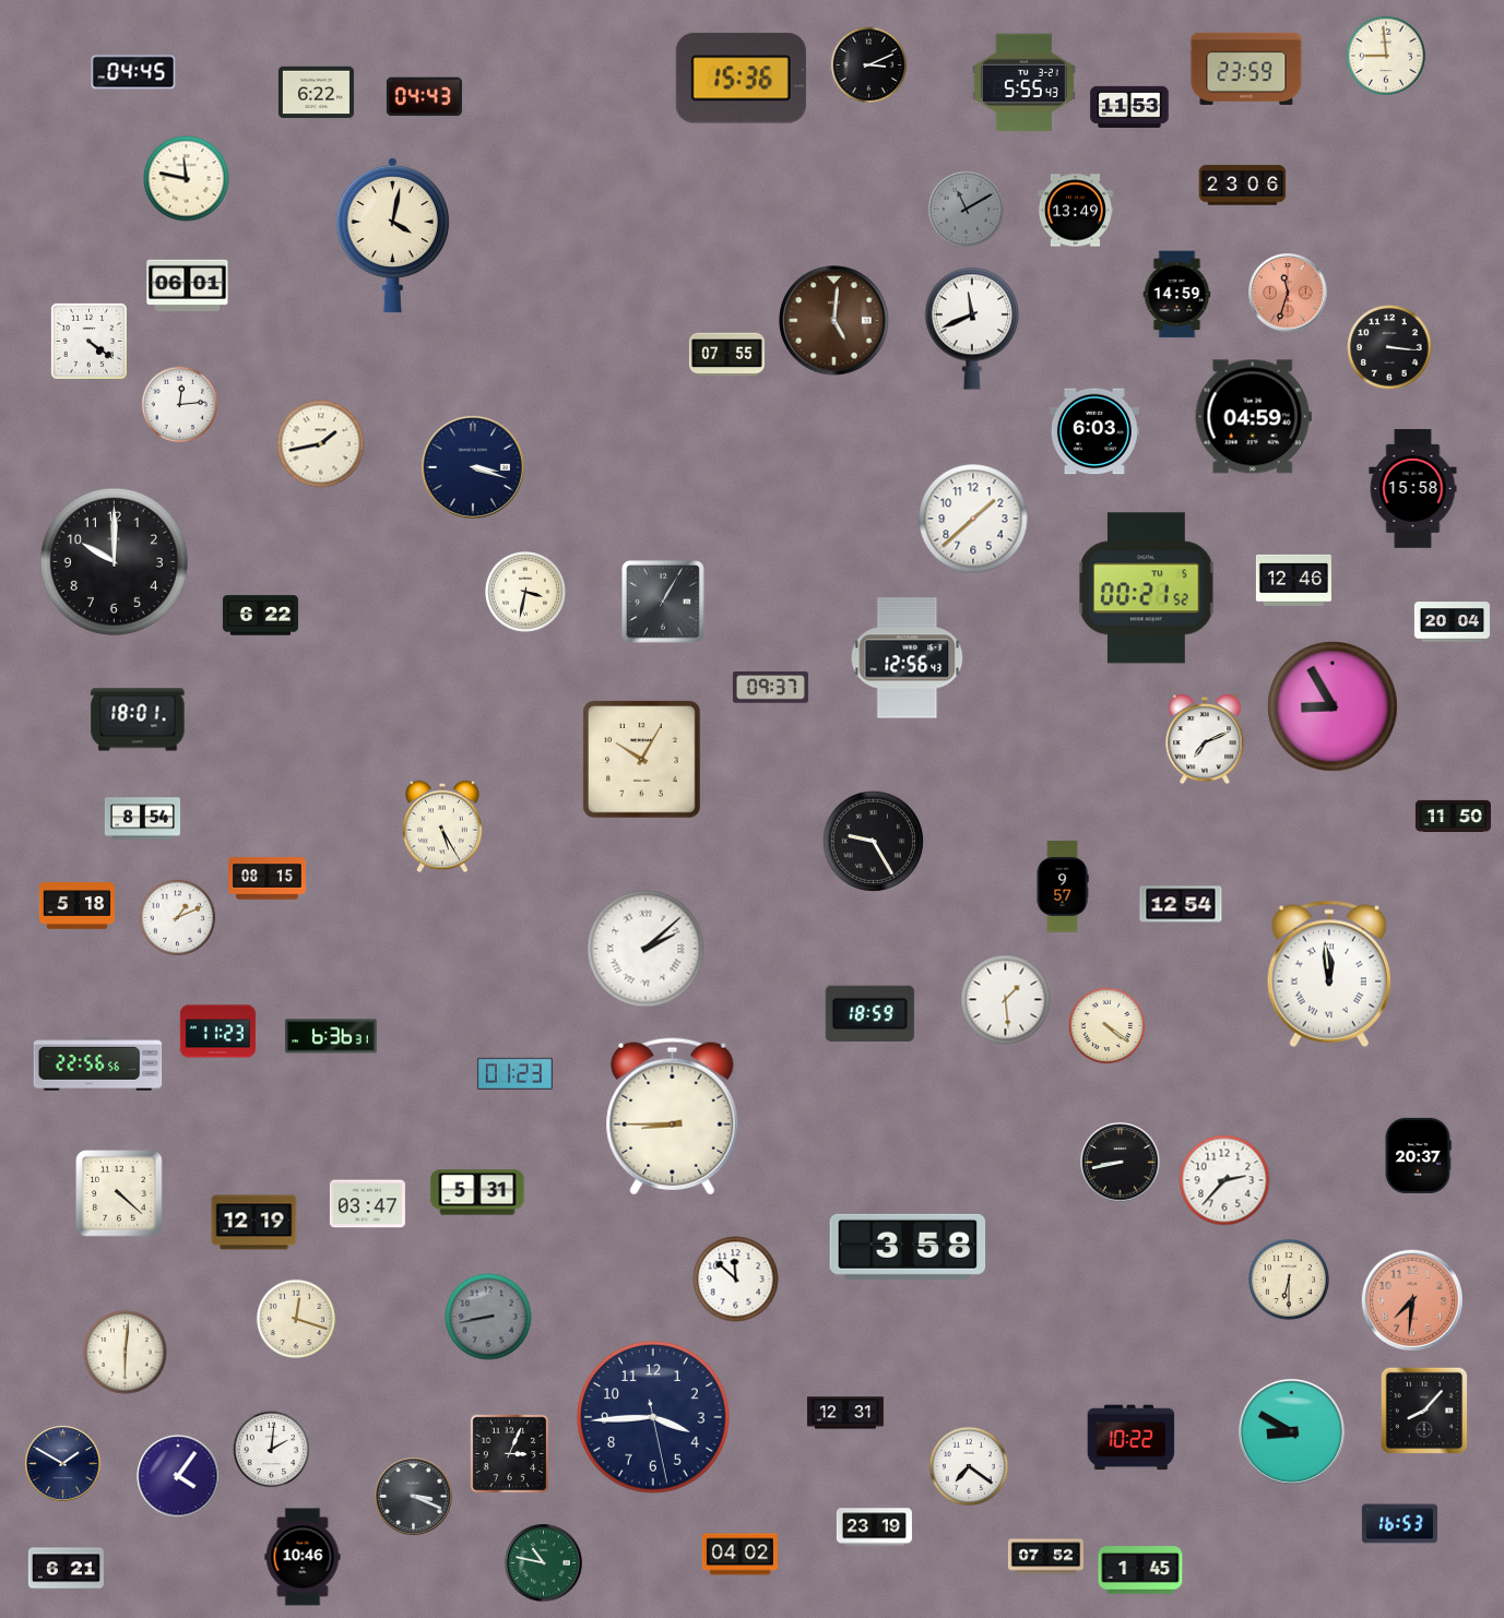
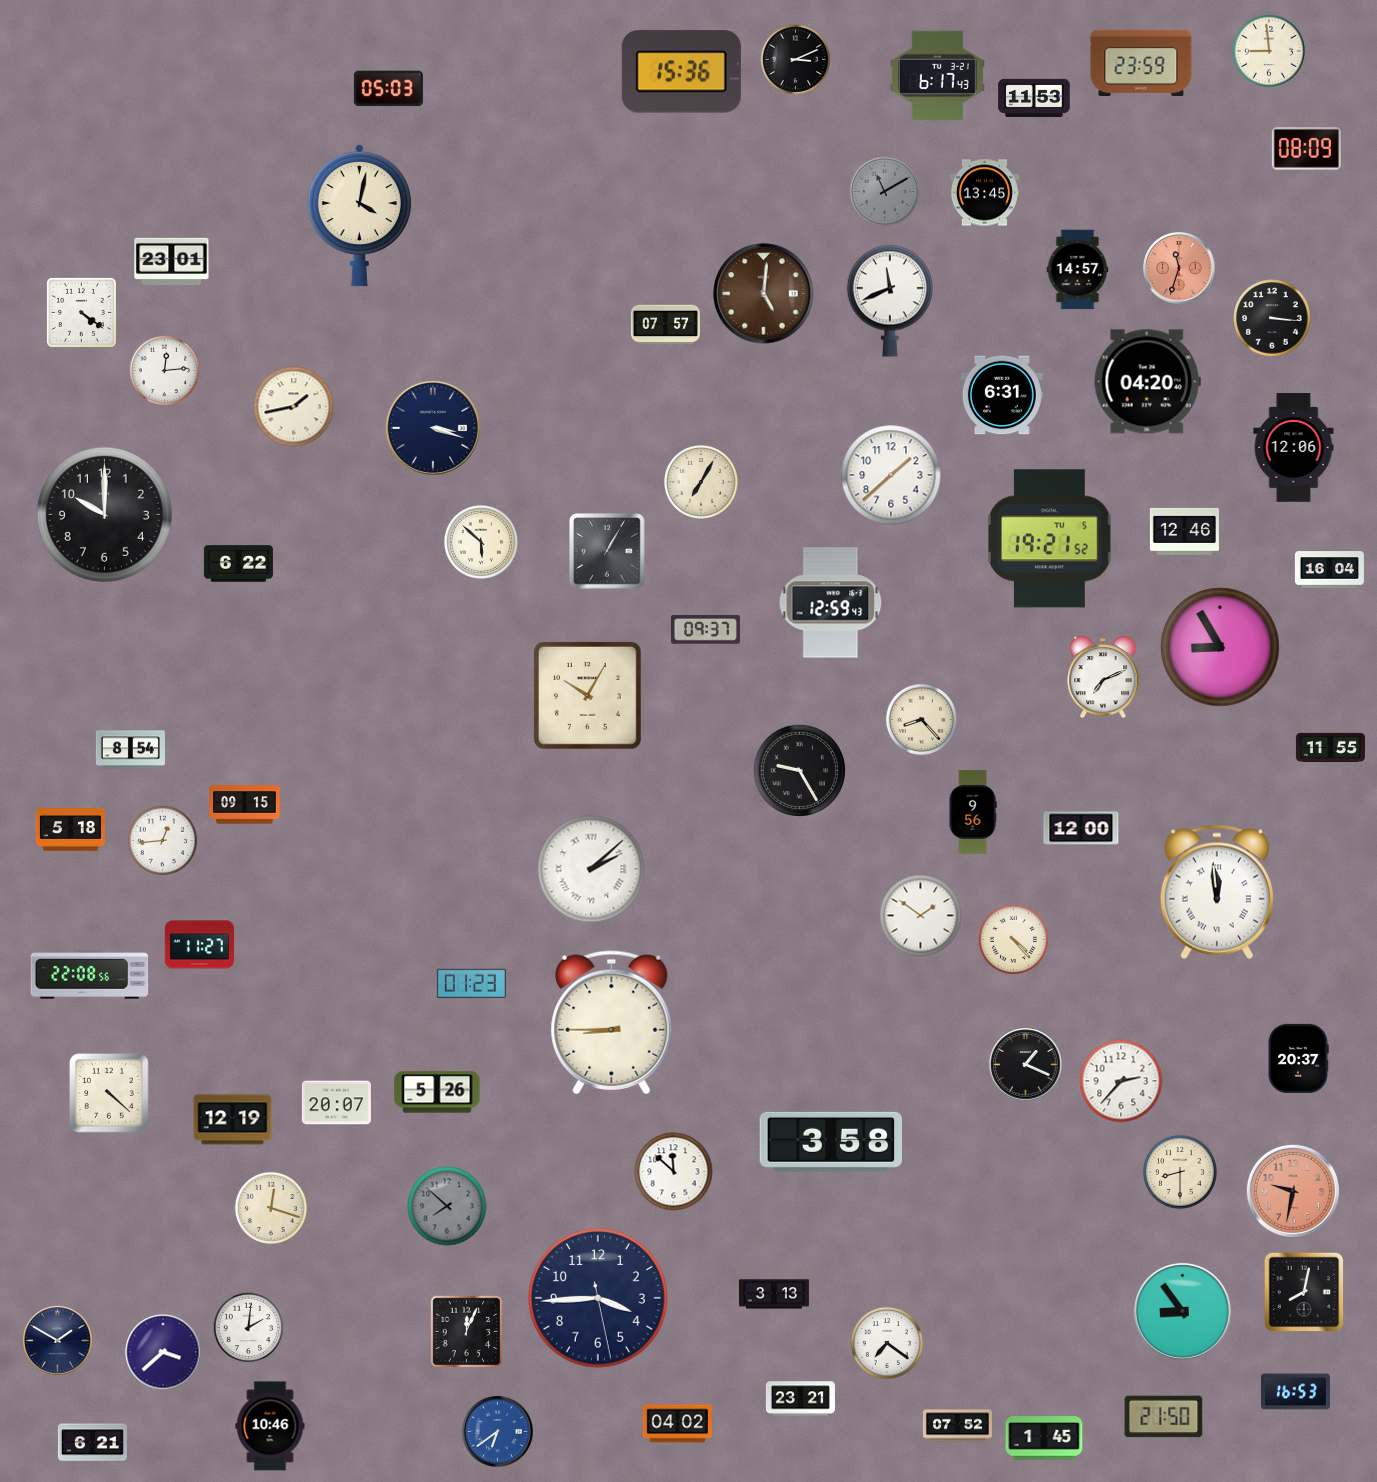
clock at (133, 72): 04:45 -> none
clock at (741, 79) position: (741, 79) -> (681, 72)
clock at (1023, 83): 5:55 -> 6:17
clock at (316, 93): 6:22 -> none
clock at (424, 97): 04:43 -> 05:03
clock at (1306, 149): none -> 08:09
clock at (187, 179): 11:47 -> none
clock at (1243, 186): 23:06 -> none
clock at (1075, 211): 13:49 -> 13:45
clock at (188, 285): 06:01 -> 23:01
clock at (1177, 295): 14:59 -> 14:57
clock at (726, 355): 07:55 -> 07:57
clock at (1253, 417): 04:59 -> 04:20
clock at (1094, 431): 6:03 -> 6:31
clock at (1413, 489): 15:58 -> 12:06
clock at (701, 482): none -> 7:05
clock at (1147, 588): 00:21 -> 19:21
clock at (525, 592): 3:32 -> 5:52
clock at (1452, 622): 20:04 -> 16:04
clock at (908, 658): 12:56 -> 12:59
clock at (138, 719): 18:01 -> none
clock at (921, 719): none -> 8:23
clock at (1453, 816): 11:50 -> 11:55
clock at (442, 826): 5:25 -> none
clock at (268, 879): 08:15 -> 09:15
clock at (1063, 887): 9:57 -> 9:56
clock at (1181, 904): 12:54 -> 12:00
clock at (178, 918): 1:11 -> 12:44
clock at (1006, 1000): 1:29 -> 1:51
clock at (869, 1013): 18:59 -> none
clock at (1108, 1026): 4:21 -> 4:23
clock at (217, 1032): 11:23 -> 11:27
clock at (331, 1036): 6:36 -> none
clock at (98, 1064): 22:56 -> 22:08
clock at (673, 1117) position: (673, 1117) -> (612, 1023)
clock at (1121, 1163): 8:43 -> 1:19
clock at (477, 1192): 5:31 -> 5:26
clock at (367, 1204): 03:47 -> 20:07
clock at (1289, 1280): 6:30 -> 8:30
clock at (1412, 1300): 7:31 -> 9:32
clock at (488, 1317): 8:43 -> 7:52
clock at (126, 1353): 6:01 -> none
clock at (1424, 1411): 8:07 -> 8:02
clock at (845, 1413): 12:31 -> 3:13
clock at (1291, 1431): 8:50 -> 8:54
clock at (1132, 1438): 10:22 -> none
clock at (510, 1454): 3:04 -> 12:04
clock at (178, 1476): 4:06 -> 3:38
clock at (414, 1497): 3:19 -> none
clock at (1399, 1524) position: (1399, 1524) -> (1295, 1392)
clock at (874, 1527): 23:19 -> 23:21
clock at (1164, 1417): none -> 21:50
clock at (303, 1557) position: (303, 1557) -> (270, 1426)
clock at (544, 1563): 10:47 -> 6:39
clock at (544, 1563) dial: green -> blue
clock at (66, 1569) position: (66, 1569) -> (92, 1443)
